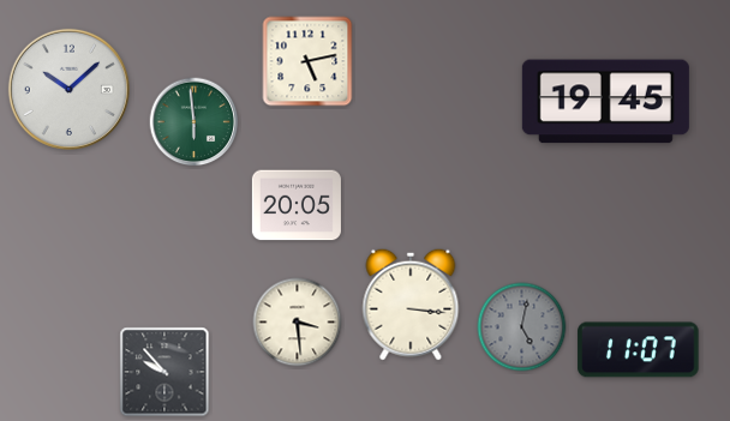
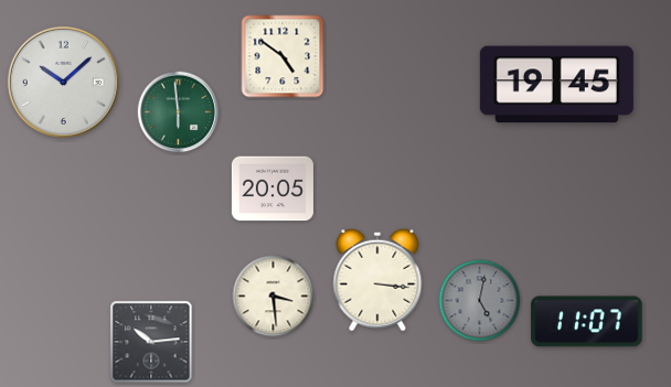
clock at (307, 61): 5:13 -> 4:51
clock at (605, 102) position: (605, 102) -> (556, 85)
clock at (164, 372): 9:53 -> 10:14
